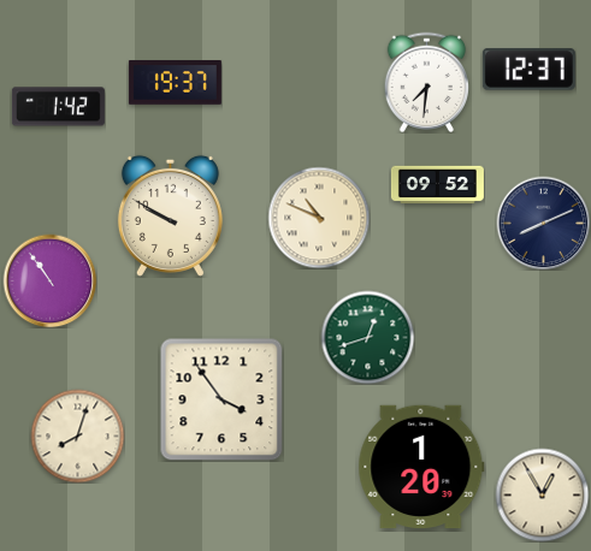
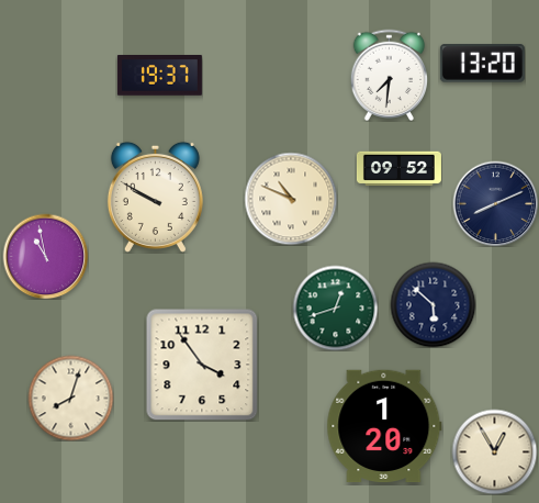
clock at (528, 70): 12:37 -> 13:20
clock at (58, 107): 1:42 -> none
clock at (49, 280): 10:54 -> 10:58
clock at (433, 304): none -> 5:52
